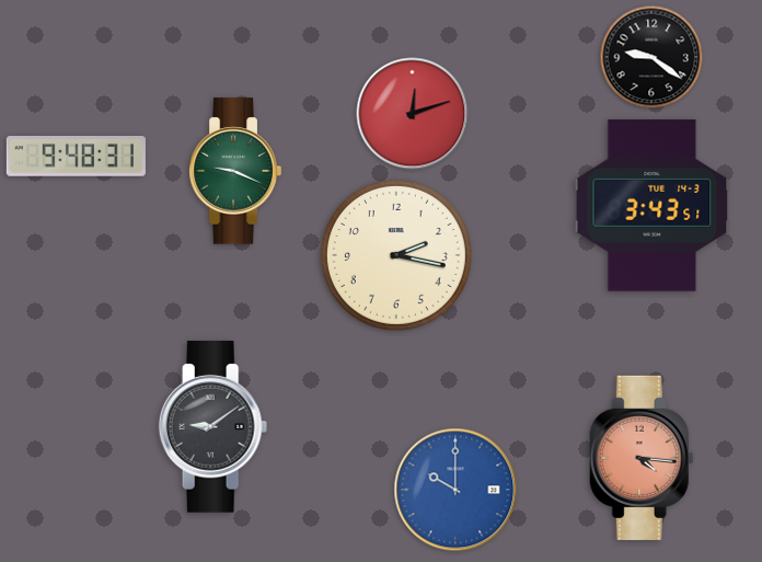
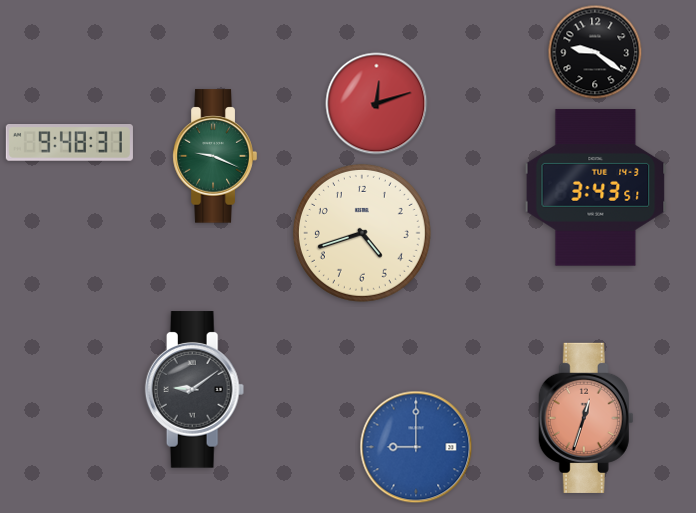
clock at (396, 255): 2:17 -> 4:42
clock at (642, 458): 4:16 -> 12:33
clock at (455, 490): 10:00 -> 9:00
